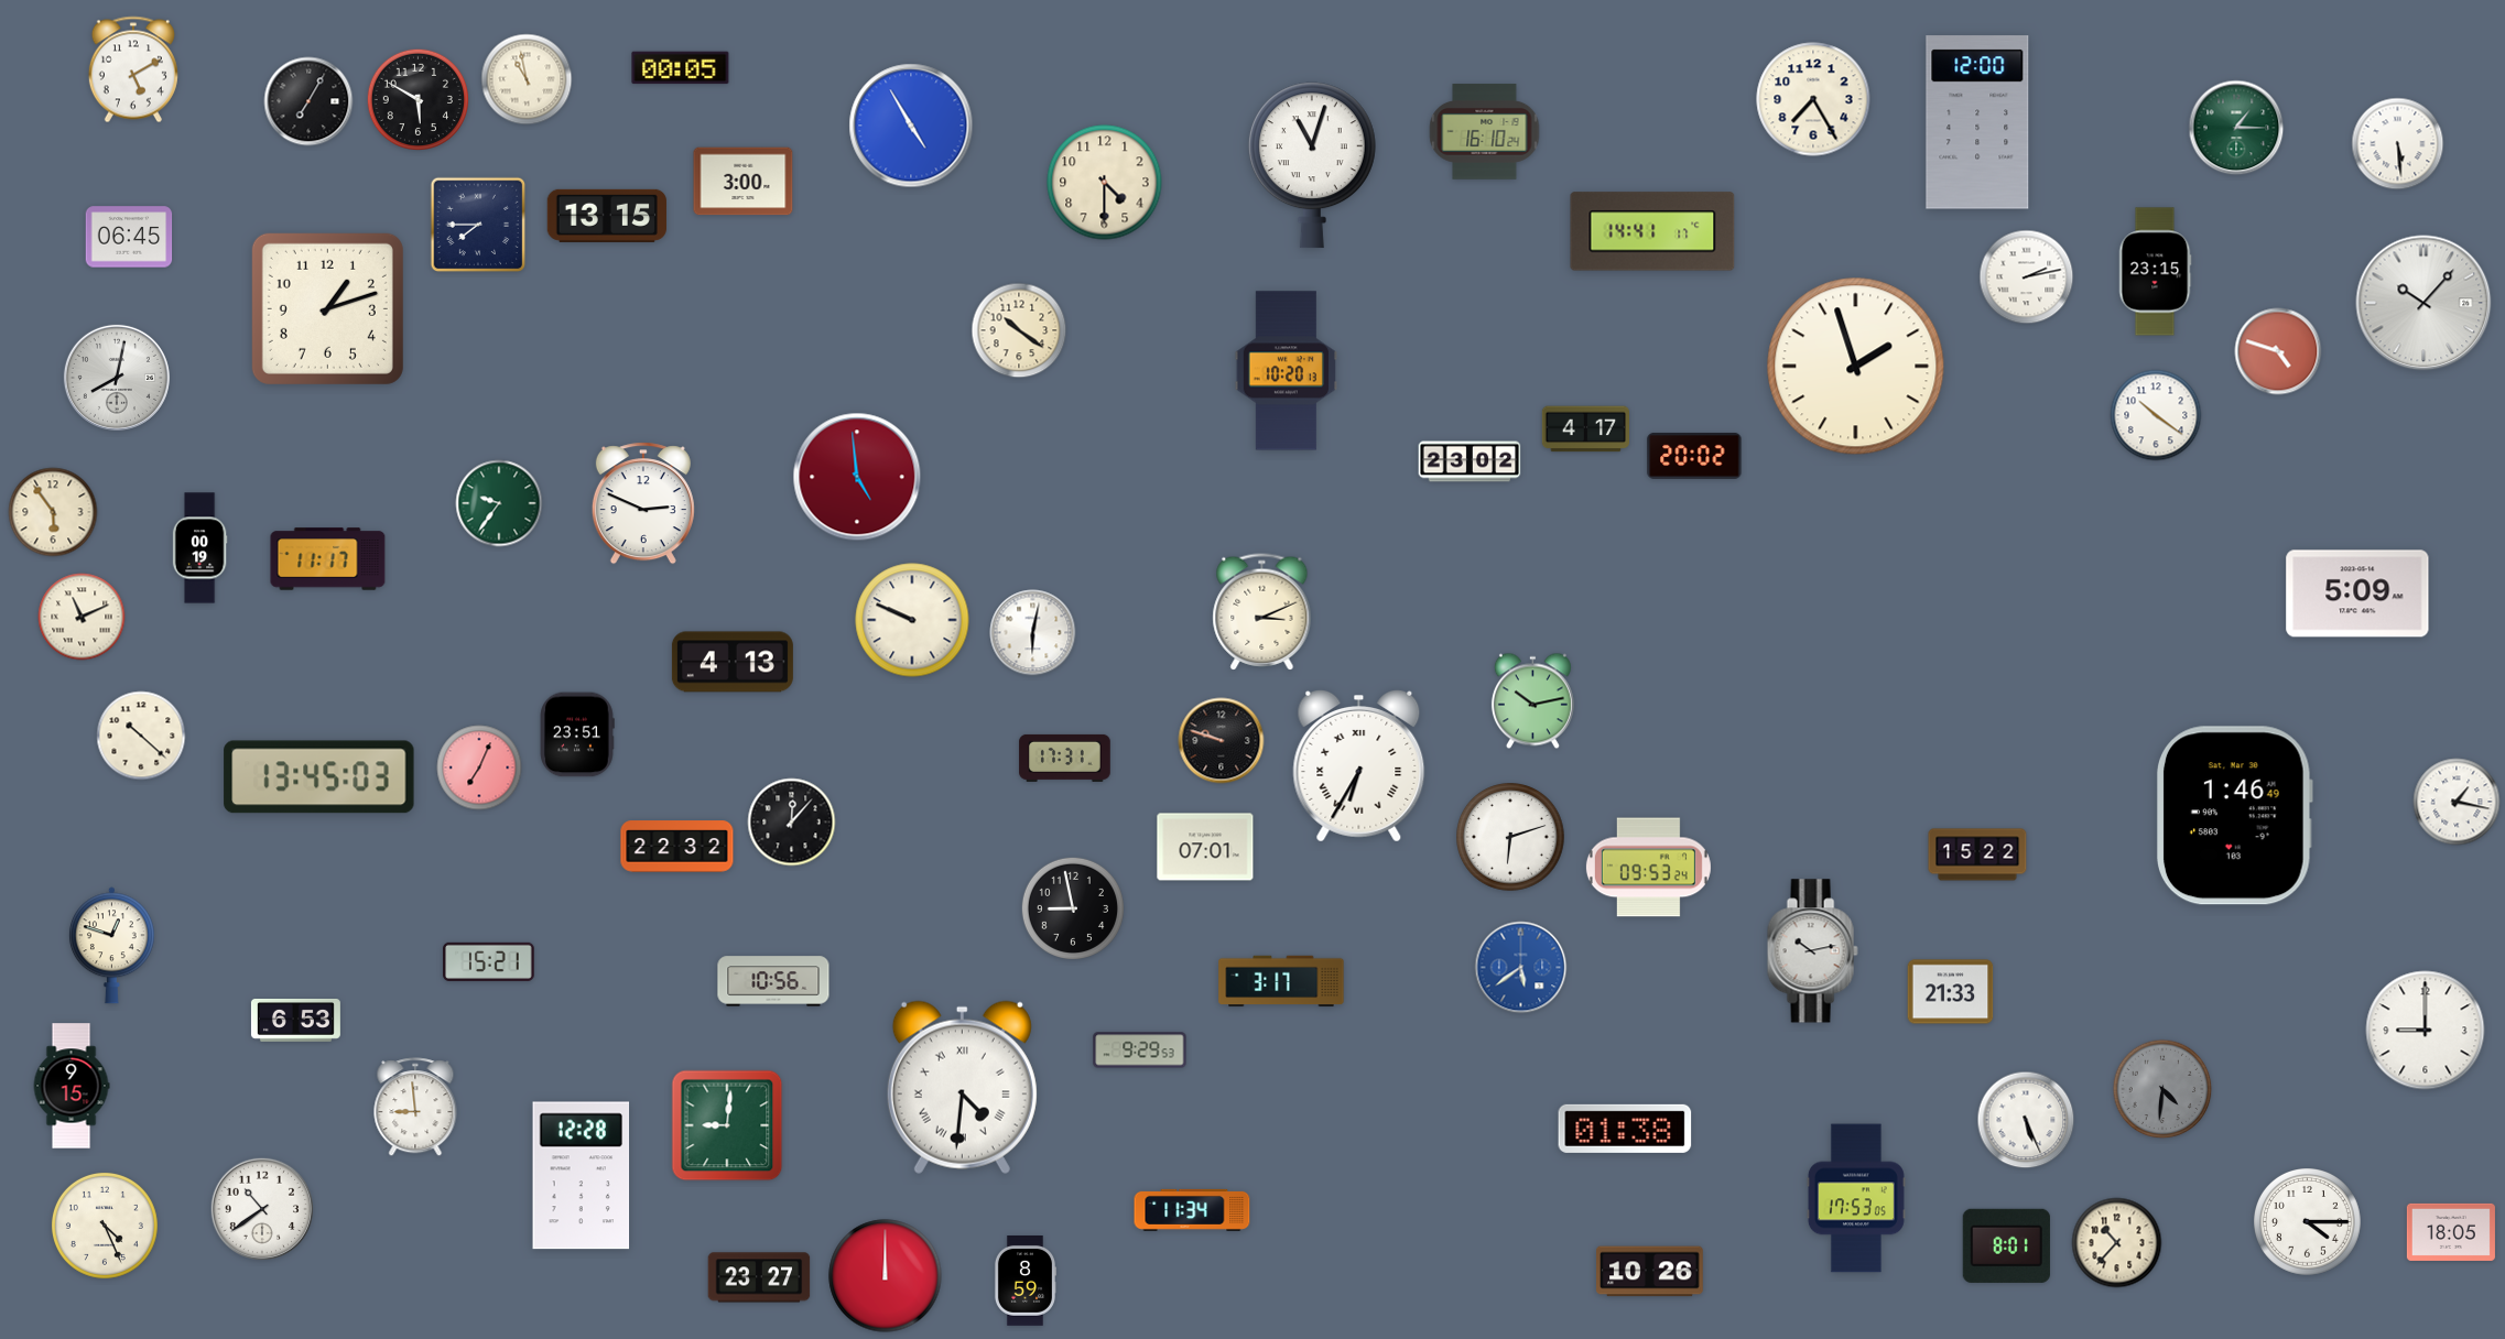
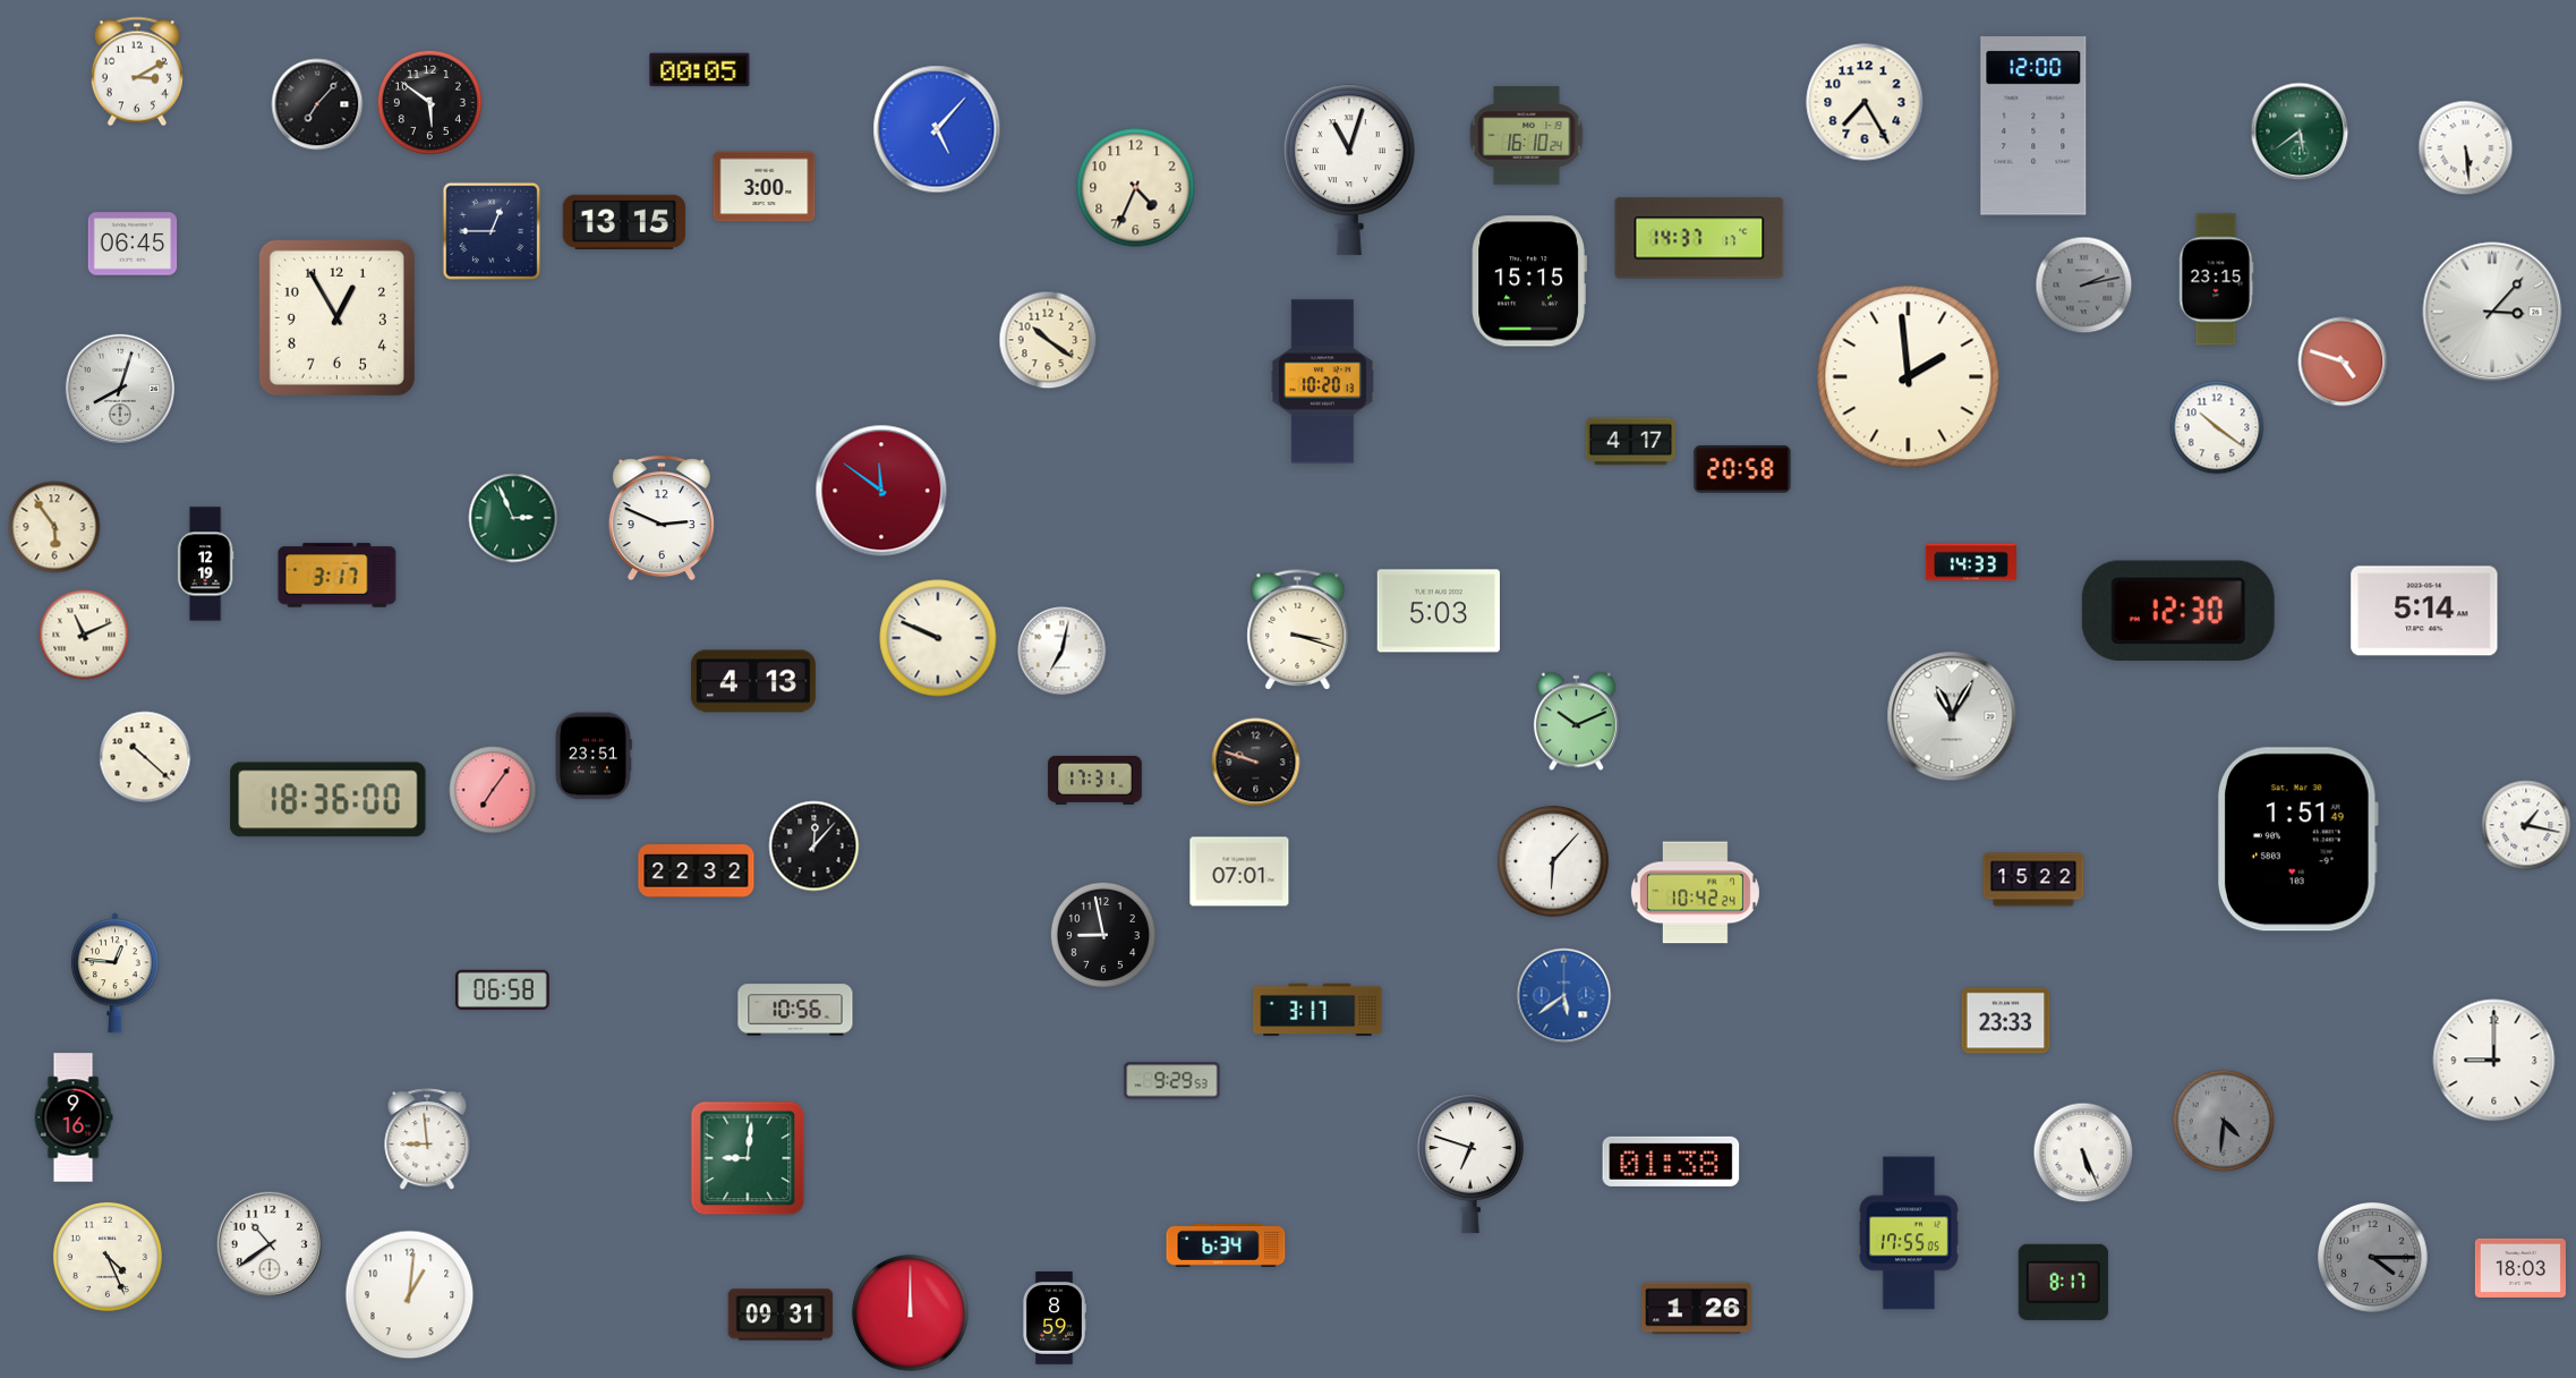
clock at (133, 69): 5:10 -> 3:10
clock at (527, 79): 10:58 -> none
clock at (417, 99): 5:50 -> 5:51
clock at (308, 101): 7:05 -> 7:07
clock at (911, 126): 4:55 -> 5:07
clock at (2236, 128): 1:15 -> 5:39
clock at (1105, 183): 4:30 -> 4:34
clock at (478, 225): 7:45 -> 12:45
clock at (1652, 231): 14:41 -> 14:37
clock at (1529, 281): none -> 15:15
clock at (2027, 277) dial: white -> grey
clock at (2423, 303): 10:07 -> 3:07
clock at (327, 308): 1:12 -> 12:55
clock at (1856, 367): 1:57 -> 1:59
clock at (117, 378): 8:02 -> 8:03
clock at (1694, 456): 20:02 -> 20:58
clock at (1470, 461): 23:02 -> none
clock at (857, 477): 4:59 -> 11:51
clock at (499, 503): 9:36 -> 2:56
clock at (1971, 562): none -> 14:33
clock at (199, 548): 00:19 -> 12:19
clock at (328, 559): 11:17 -> 3:17
clock at (2178, 610): none -> 12:30
clock at (1439, 611): none -> 5:03
clock at (2357, 594): 5:09 -> 5:14
clock at (1262, 612): 3:11 -> 3:18
clock at (1033, 633): 6:02 -> 7:02
clock at (1952, 716): none -> 11:05
clock at (1532, 701): 10:13 -> 10:11
clock at (1359, 765): 6:35 -> none
clock at (479, 768): 7:04 -> 7:06
clock at (319, 777): 13:45 -> 18:36
clock at (2235, 816): 1:46 -> 1:51
clock at (1510, 837): 6:12 -> 6:07
clock at (1648, 868): 09:53 -> 10:42
clock at (111, 946): 12:48 -> 12:46
clock at (1812, 951): 10:13 -> none
clock at (489, 961): 15:21 -> 06:58
clock at (1951, 992): 21:33 -> 23:33
clock at (295, 1020): 6:53 -> none
clock at (72, 1086): 9:15 -> 9:16
clock at (962, 1087): 4:31 -> none
clock at (1470, 1164): none -> 6:48
clock at (582, 1176): 12:28 -> none
clock at (1856, 1198): 17:53 -> 17:55
clock at (1192, 1210): 11:34 -> 6:34
clock at (2308, 1222) dial: white -> grey
clock at (105, 1226) position: (105, 1226) -> (108, 1257)
clock at (2451, 1232): 18:05 -> 18:03
clock at (2117, 1243): 10:37 -> none
clock at (2006, 1245): 8:01 -> 8:17
clock at (410, 1295): none -> 1:01
clock at (1650, 1272): 10:26 -> 1:26
clock at (759, 1277): 23:27 -> 09:31
